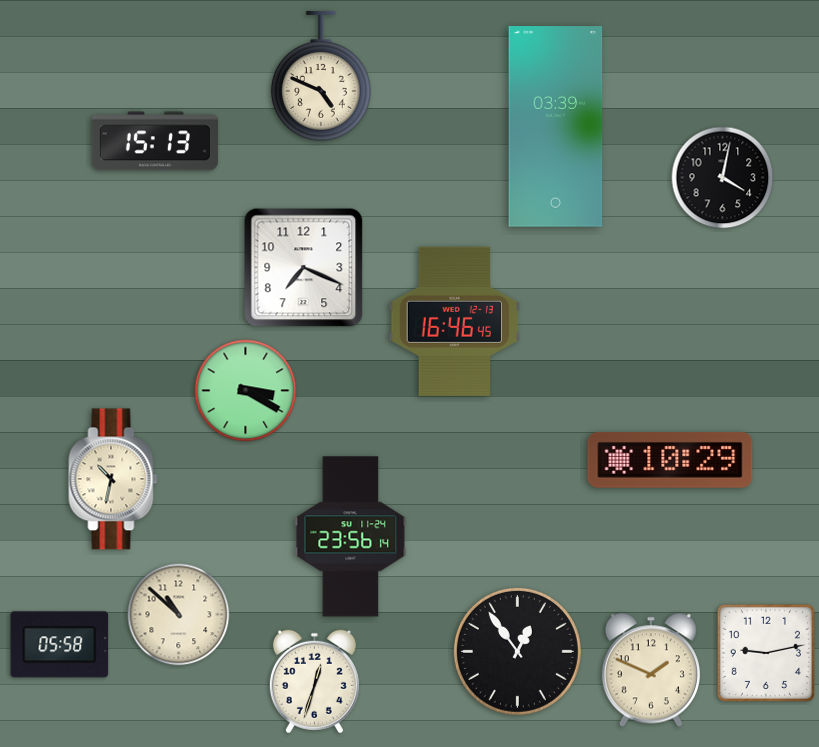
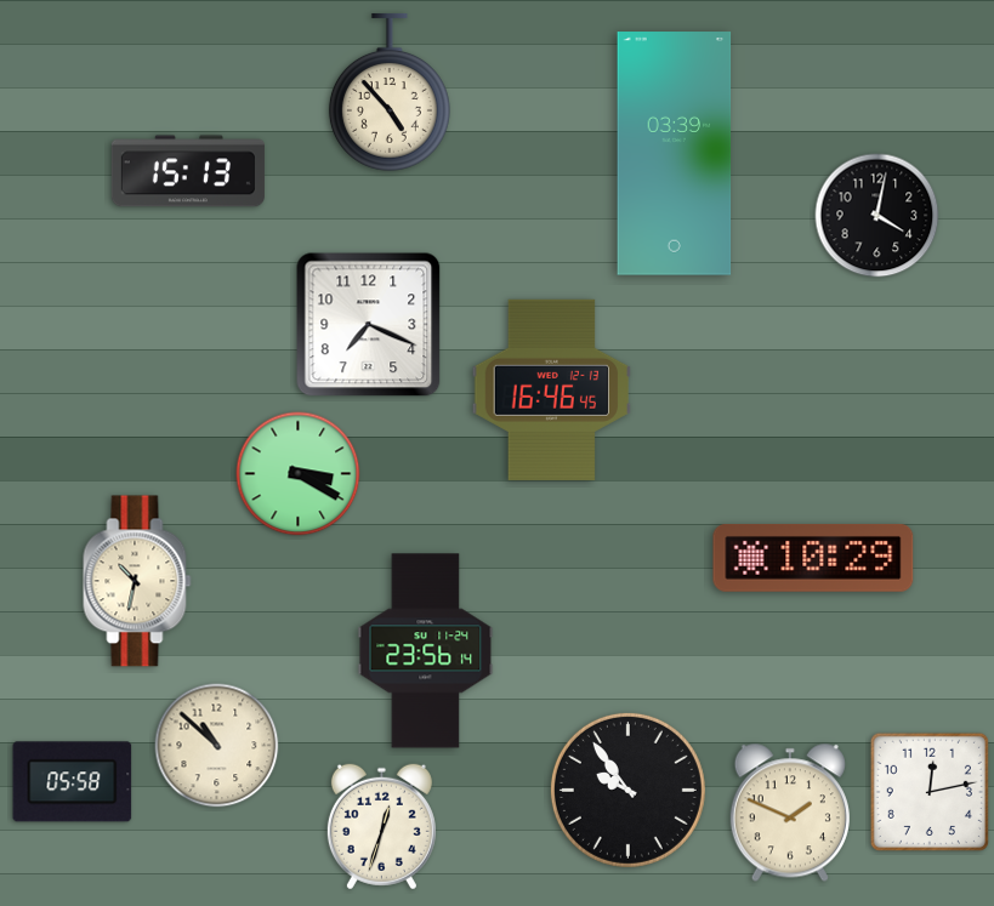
clock at (321, 76): 4:49 -> 4:53
clock at (517, 651): 12:54 -> 9:54
clock at (766, 653): 9:13 -> 12:13
